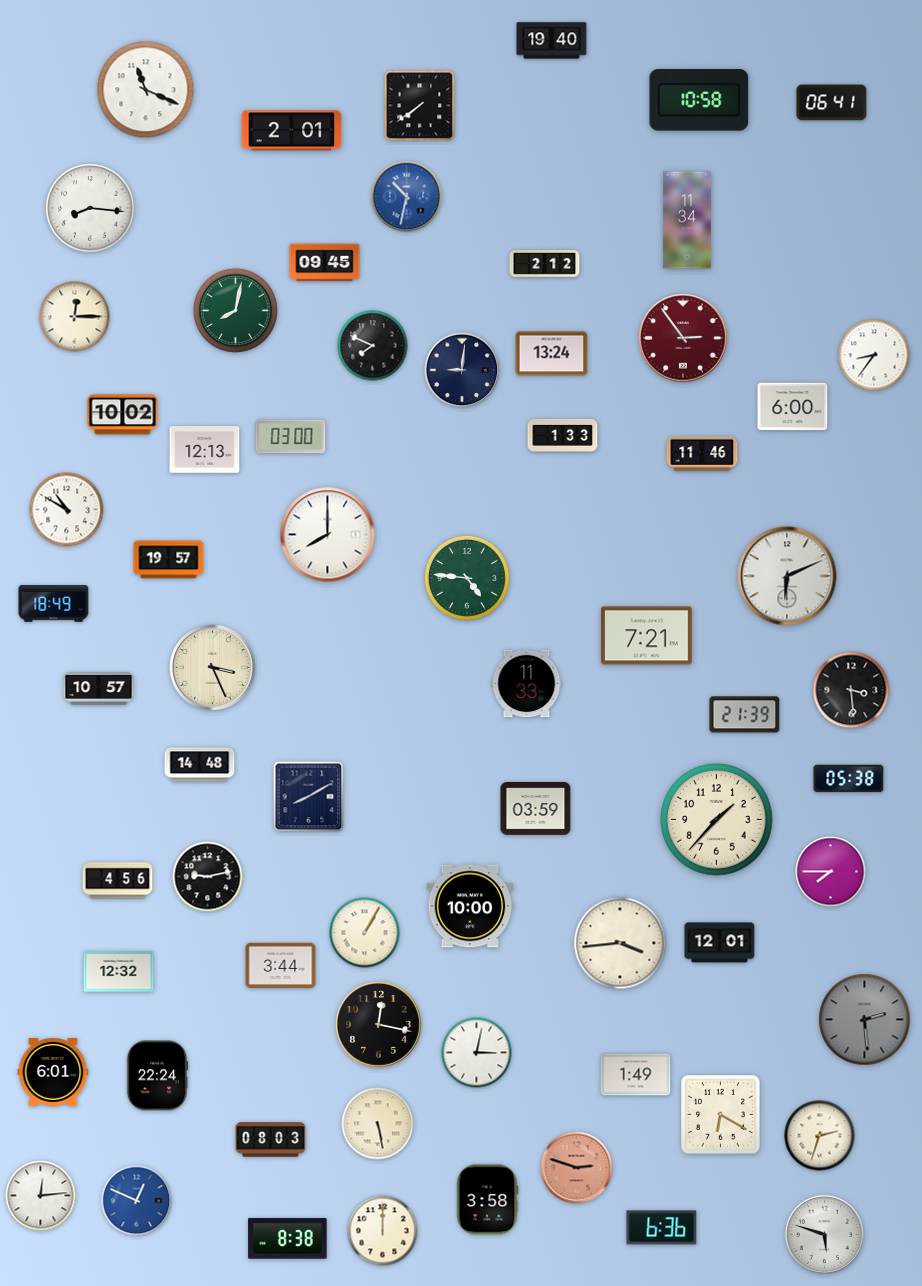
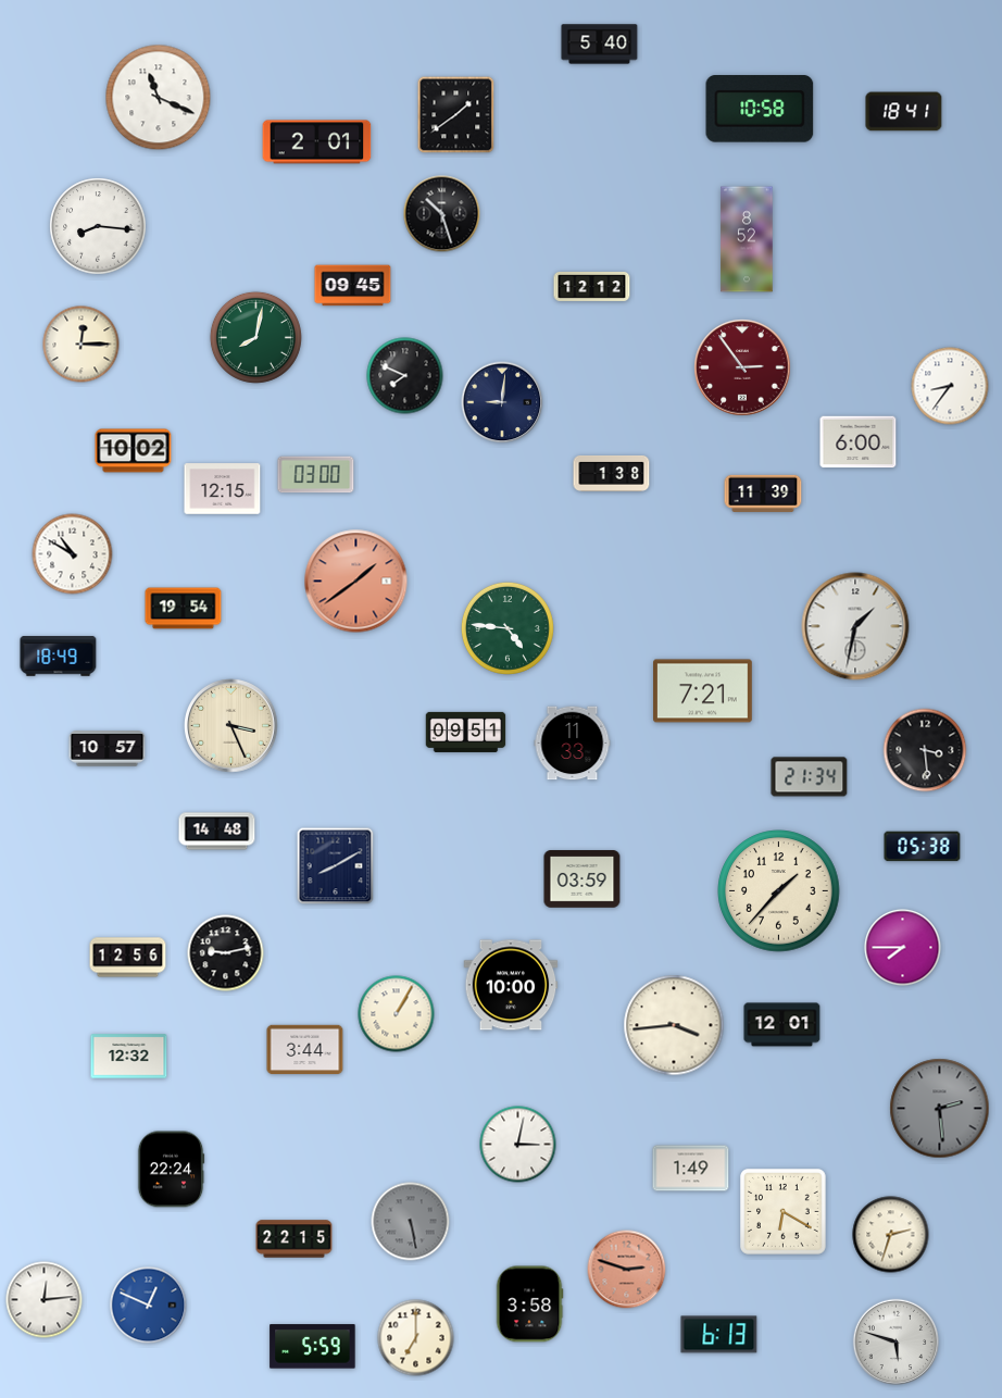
clock at (552, 41): 19:40 -> 5:40
clock at (832, 103): 06:41 -> 18:41
clock at (420, 106): 7:39 -> 1:39
clock at (407, 197): 10:32 -> 10:27
clock at (407, 197) dial: blue -> black
clock at (687, 220): 11:34 -> 8:52
clock at (545, 264): 2:12 -> 12:12
clock at (552, 354): 13:24 -> none
clock at (793, 407) position: (793, 407) -> (859, 442)
clock at (563, 435): 1:33 -> 1:38
clock at (205, 450): 12:13 -> 12:15
clock at (702, 454): 11:46 -> 11:39
clock at (328, 535): 8:00 -> 1:39
clock at (328, 535) dial: white -> salmon
clock at (169, 560): 19:57 -> 19:54
clock at (787, 576): 6:11 -> 1:32
clock at (466, 732): none -> 09:51
clock at (745, 715): 21:39 -> 21:34
clock at (118, 881): 4:56 -> 12:56
clock at (379, 1025): 12:17 -> none
clock at (53, 1072): 6:01 -> none
clock at (378, 1124) dial: cream -> grey
clock at (271, 1140): 08:03 -> 22:15
clock at (662, 1228): 6:36 -> 6:13
clock at (383, 1231): 12:00 -> 7:00
clock at (288, 1239): 8:38 -> 5:59
